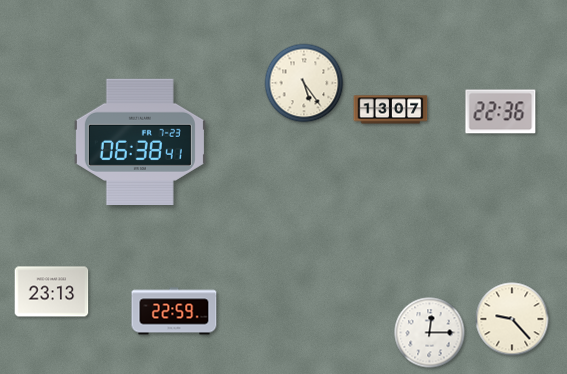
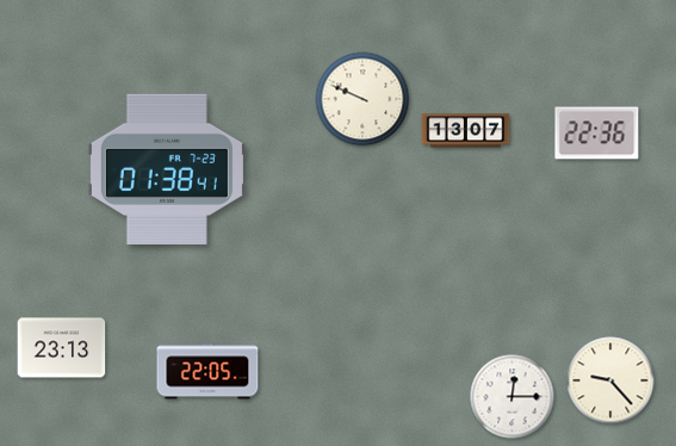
clock at (304, 83): 5:24 -> 9:49
clock at (140, 142): 06:38 -> 01:38
clock at (174, 311): 22:59 -> 22:05
